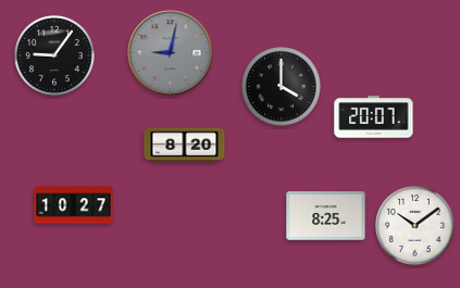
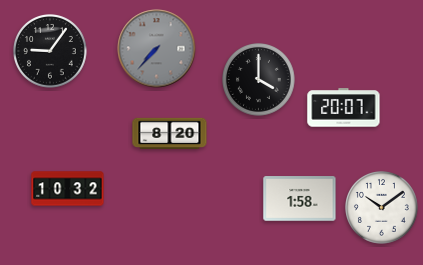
clock at (171, 53): 9:02 -> 7:37
clock at (74, 205): 10:27 -> 10:32
clock at (326, 216): 8:25 -> 1:58
